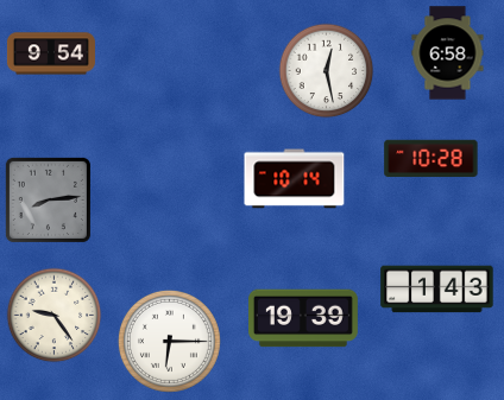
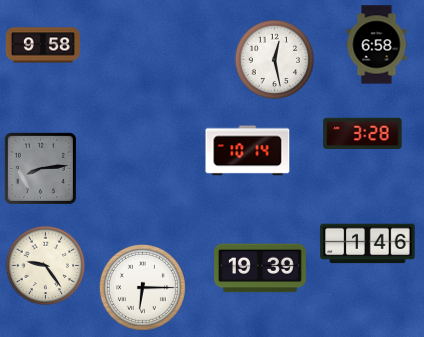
clock at (51, 53): 9:54 -> 9:58
clock at (431, 159): 10:28 -> 3:28
clock at (437, 290): 1:43 -> 1:46
clock at (304, 318) position: (304, 318) -> (261, 268)
